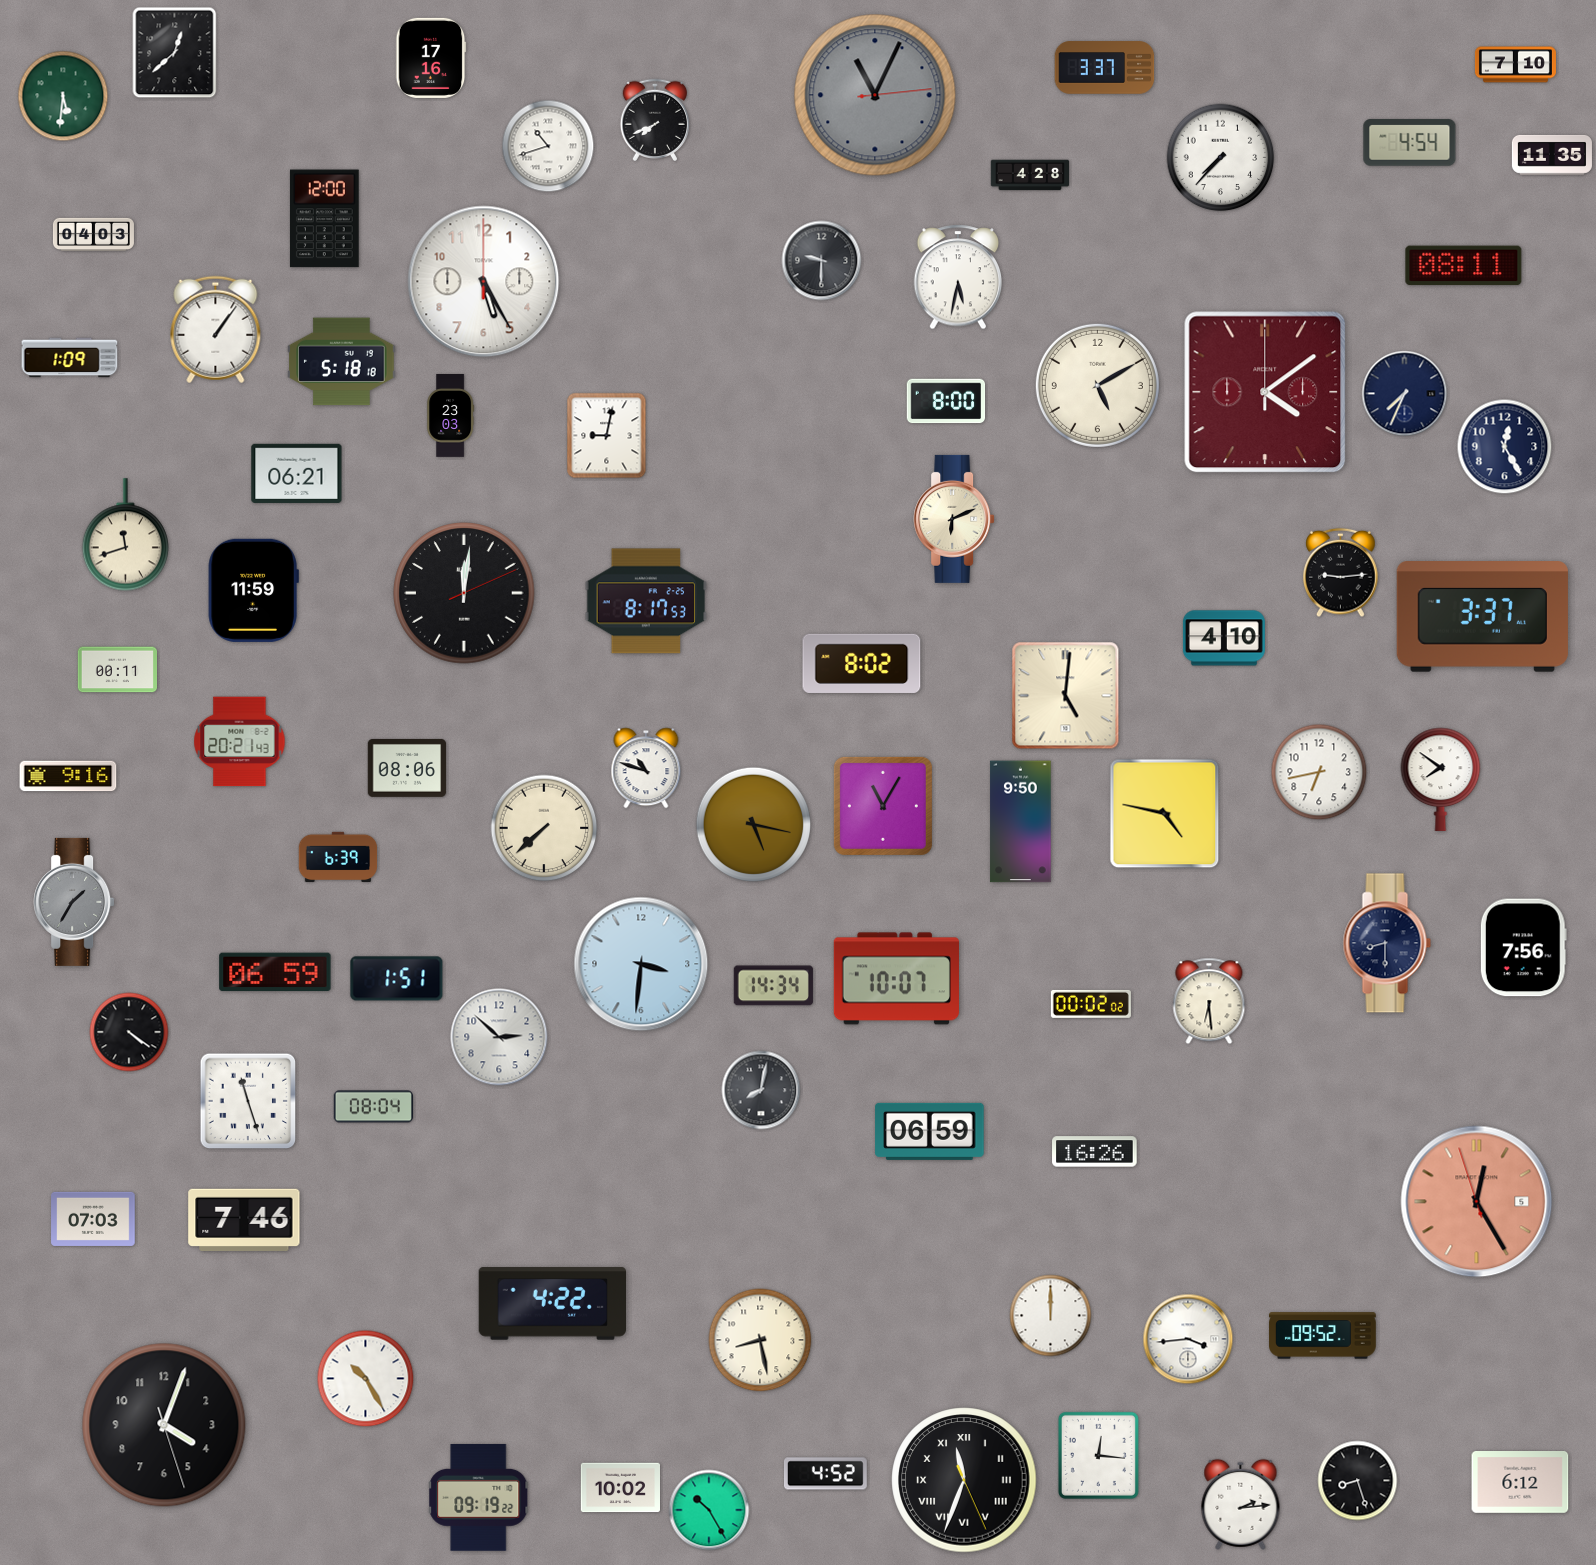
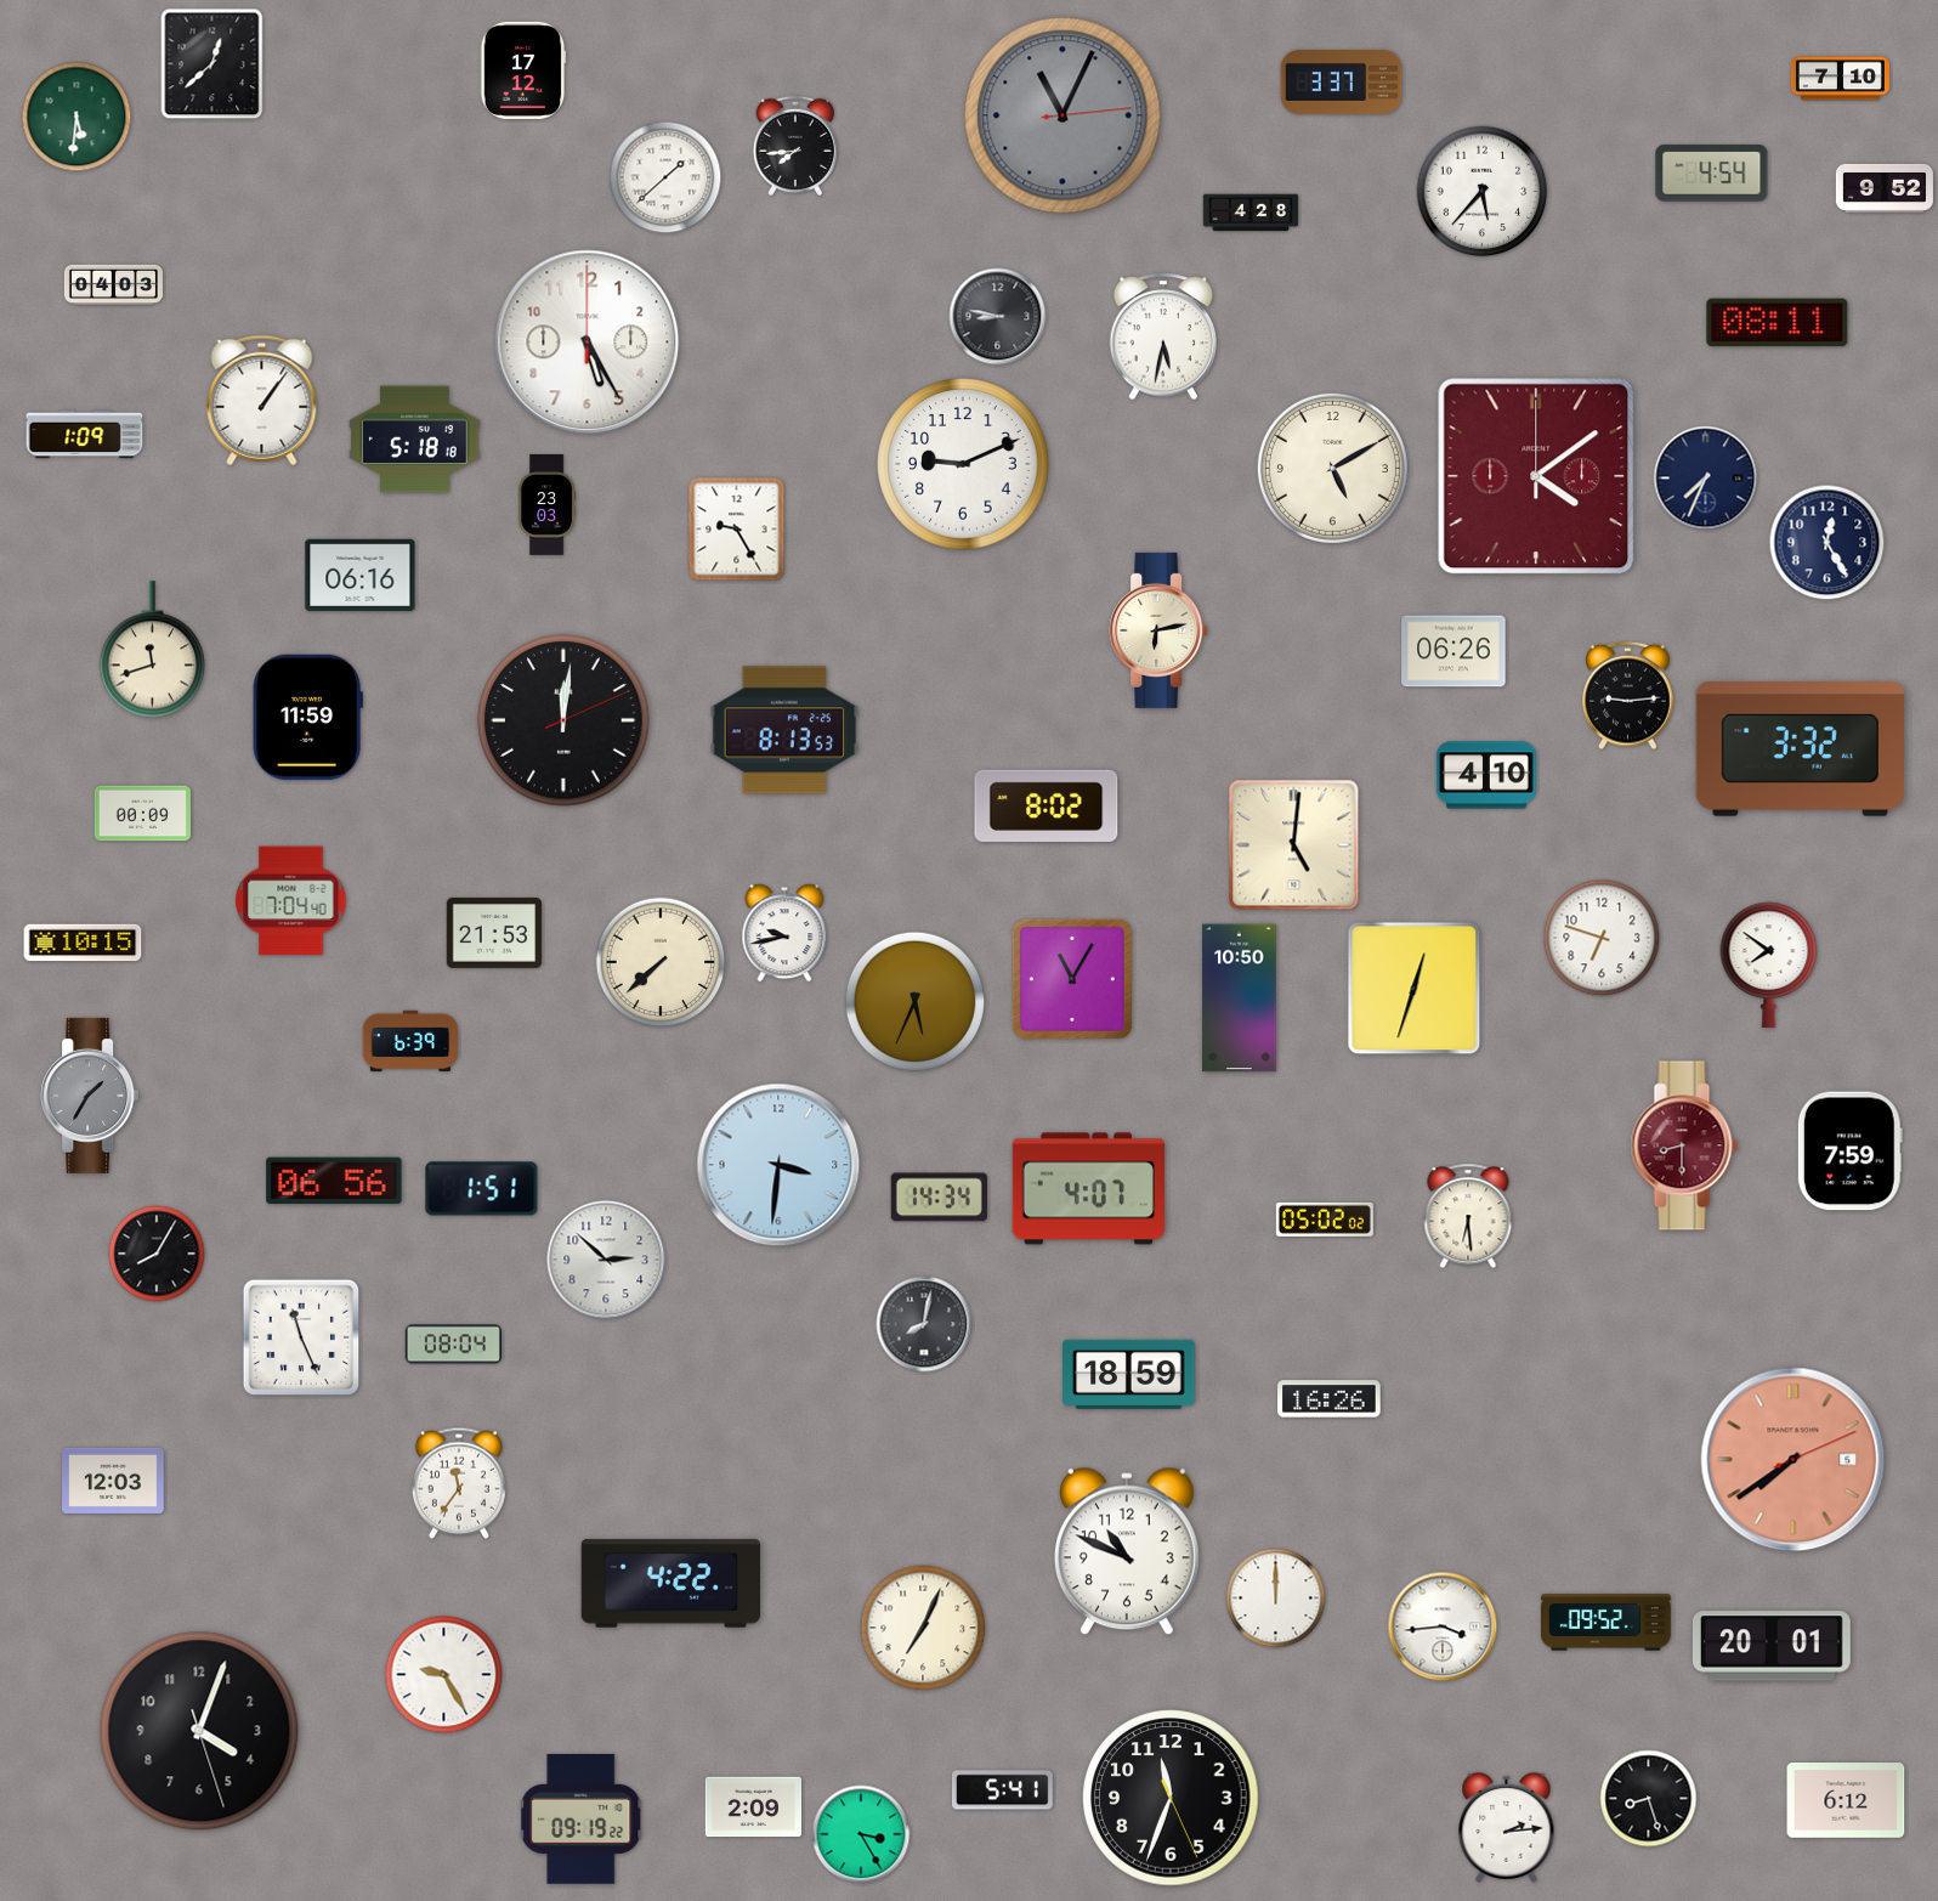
clock at (431, 58): 17:16 -> 17:12
clock at (655, 119): 7:41 -> 7:44
clock at (548, 146): 10:42 -> 1:38
clock at (1552, 155): 11:35 -> 9:52
clock at (1221, 158): 7:37 -> 5:37
clock at (324, 219): 12:00 -> none
clock at (822, 261): 9:30 -> 8:47
clock at (963, 464): none -> 9:11
clock at (946, 401): 8:00 -> none
clock at (607, 436): 9:02 -> 9:25
clock at (297, 473): 06:21 -> 06:16
clock at (954, 519): 6:11 -> 6:13
clock at (1453, 651): none -> 06:26
clock at (646, 601): 8:17 -> 8:13
clock at (1482, 617): 3:37 -> 3:32
clock at (117, 670): 00:11 -> 00:09
clock at (240, 742): 20:21 -> 7:04
clock at (407, 768): 08:06 -> 21:53
clock at (646, 768): 10:48 -> 9:43
clock at (1319, 772): 6:43 -> 6:48
clock at (68, 776): 9:16 -> 10:15
clock at (1441, 779) position: (1441, 779) -> (1769, 964)
clock at (1165, 814): 4:47 -> 12:33
clock at (1021, 822): 9:50 -> 10:50
clock at (753, 824): 5:17 -> 5:34
clock at (544, 828) position: (544, 828) -> (661, 962)
clock at (1387, 943) dial: navy -> burgundy
clock at (1523, 948): 7:56 -> 7:59
clock at (641, 964) position: (641, 964) -> (778, 1165)
clock at (275, 972): 06:59 -> 06:56
clock at (896, 979): 10:07 -> 4:07
clock at (1091, 1004): 00:02 -> 05:02
clock at (129, 1032): 4:21 -> 8:05
clock at (248, 1101): 11:27 -> 11:26
clock at (930, 1131): 06:59 -> 18:59
clock at (1477, 1202): 12:24 -> 7:39
clock at (93, 1219): 07:03 -> 12:03
clock at (244, 1219): 7:46 -> none
clock at (459, 1483): none -> 11:36
clock at (1127, 1551): none -> 10:49
clock at (760, 1340): 8:28 -> 7:04
clock at (1772, 1646): none -> 20:01
clock at (366, 1379): 10:25 -> 9:25
clock at (1098, 1455): 12:16 -> none
clock at (825, 1474): 4:52 -> 5:41
clock at (964, 1480) numerals: Roman -> Arabic
clock at (620, 1488): 10:02 -> 2:09
clock at (709, 1510): 10:25 -> 3:25
